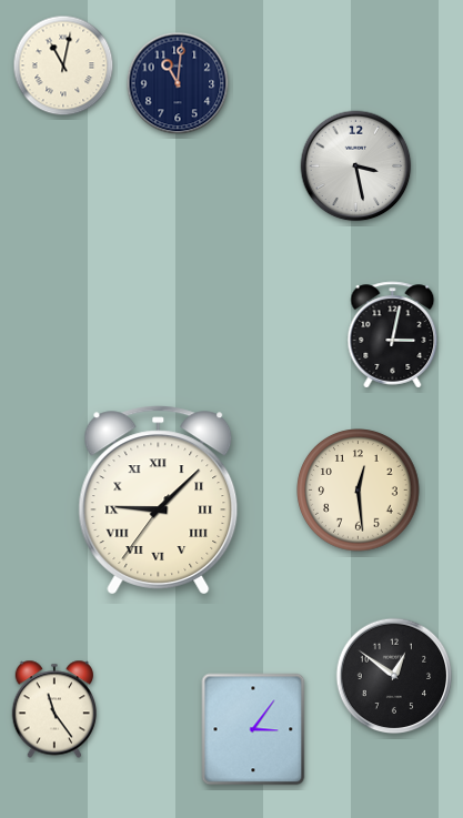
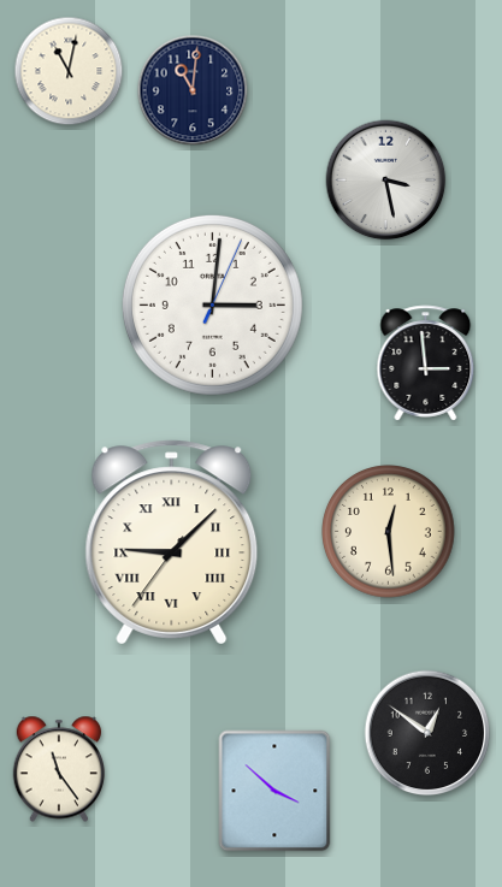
clock at (212, 304): none -> 3:01
clock at (393, 335): 3:02 -> 2:59
clock at (253, 729): 3:06 -> 3:52
